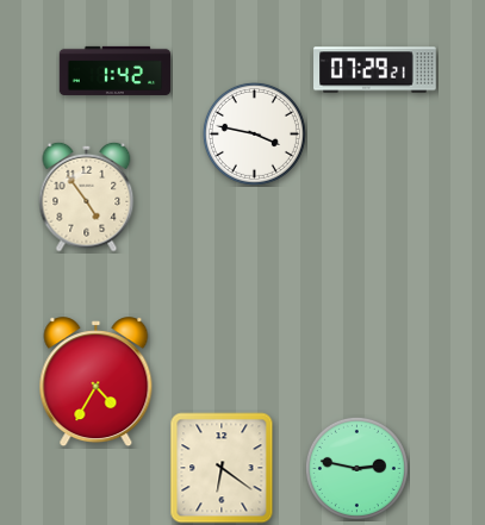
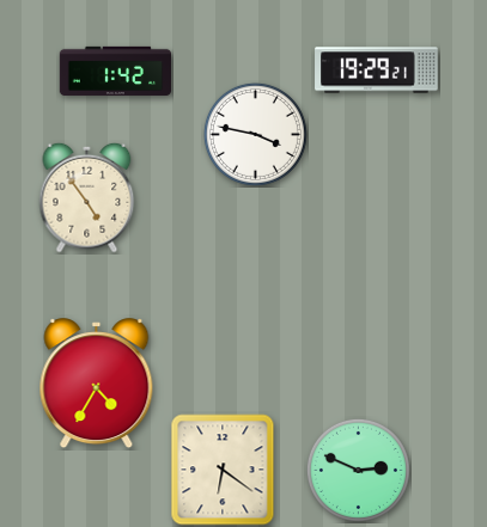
clock at (375, 70): 07:29 -> 19:29
clock at (356, 468): 2:47 -> 2:49
